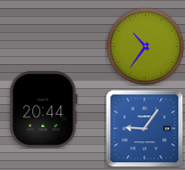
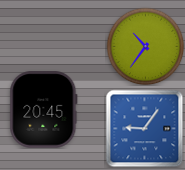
clock at (44, 110): 20:44 -> 20:45
